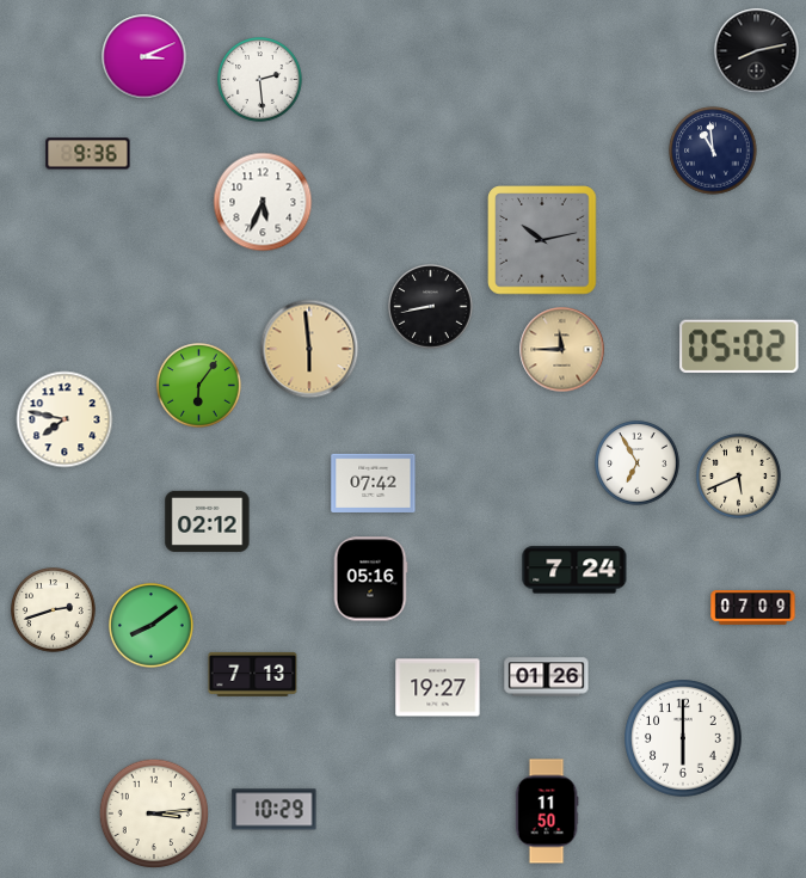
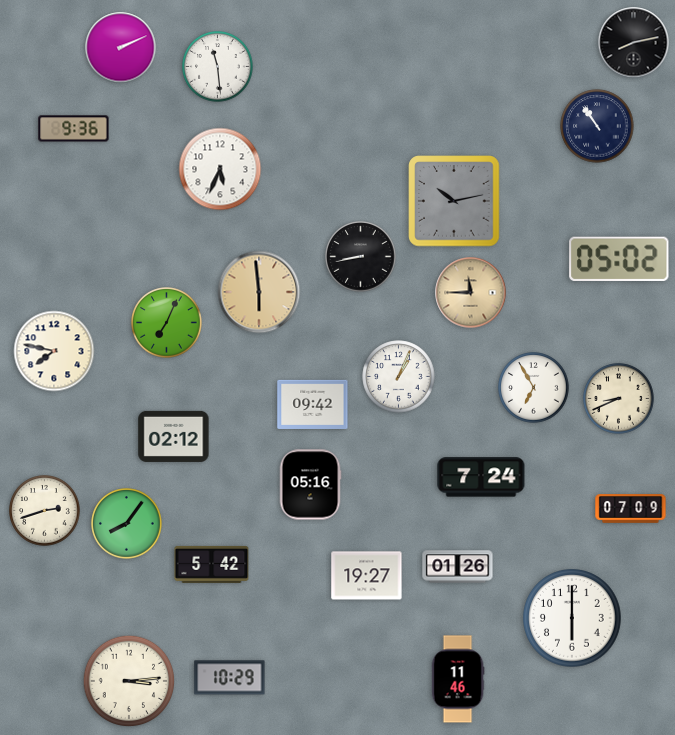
clock at (144, 57): 3:11 -> 2:11
clock at (260, 80): 2:29 -> 11:29
clock at (713, 151): 10:59 -> 10:54
clock at (739, 346) position: (739, 346) -> (619, 259)
clock at (199, 386): 6:06 -> 7:04
clock at (399, 377): none -> 1:04
clock at (739, 477): 5:41 -> 8:41
clock at (374, 483): 07:42 -> 09:42
clock at (152, 626): 8:09 -> 8:06
clock at (253, 674): 7:13 -> 5:42
clock at (547, 811): 11:50 -> 11:46
